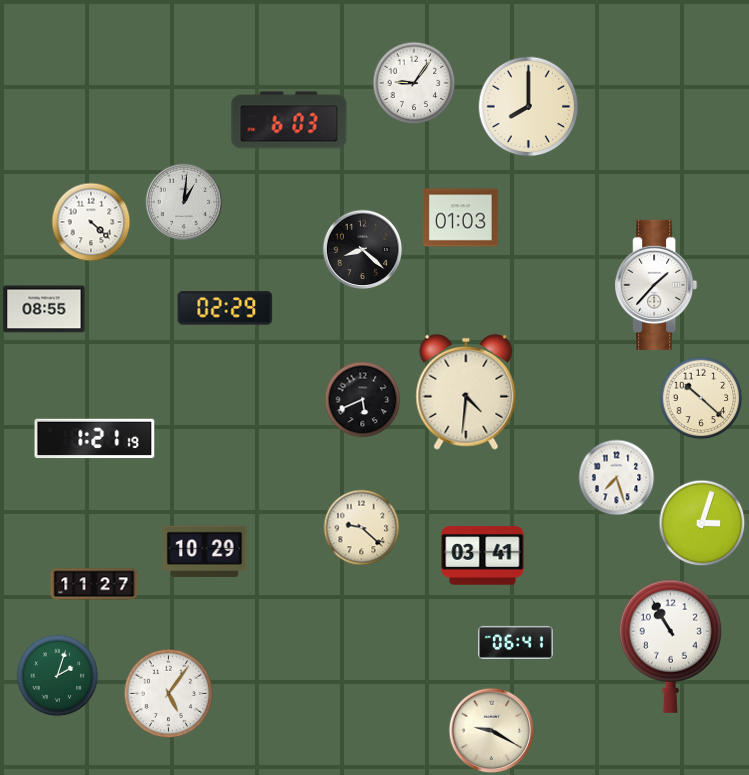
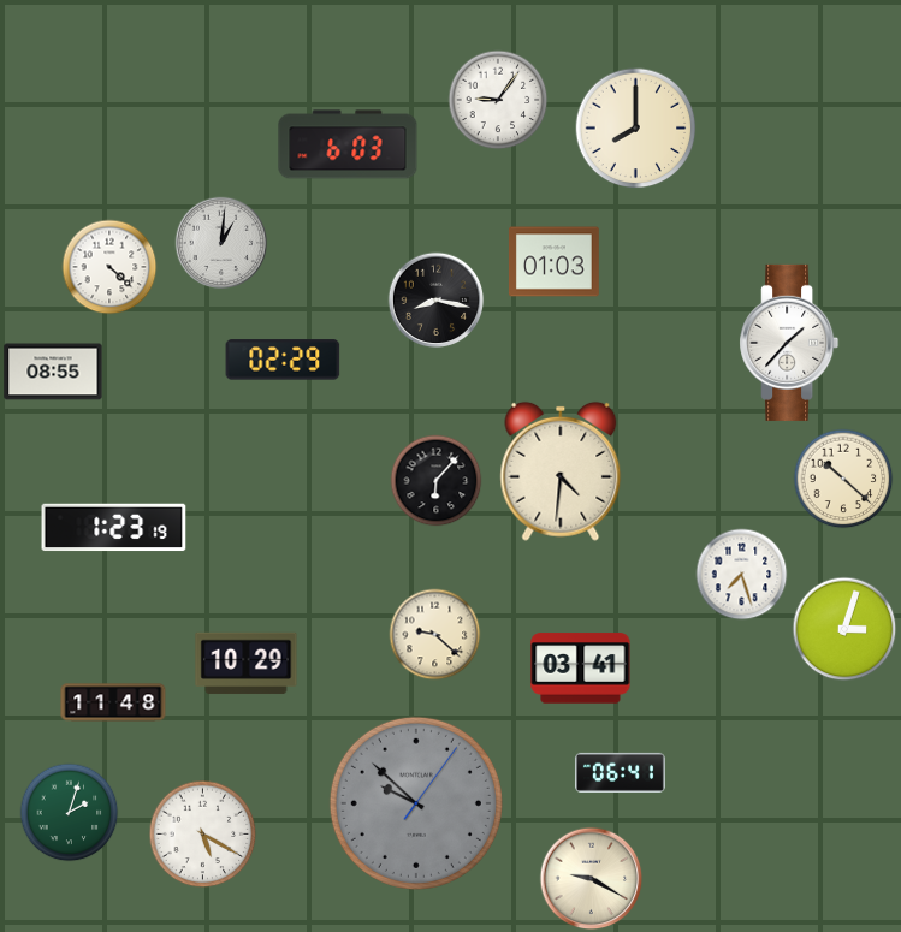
clock at (363, 250): 8:22 -> 8:17
clock at (225, 308) position: (225, 308) -> (283, 360)
clock at (363, 400): 5:41 -> 6:07
clock at (95, 439): 1:21 -> 1:23
clock at (94, 584): 11:27 -> 11:48
clock at (670, 646): 10:55 -> none
clock at (416, 803): none -> 9:52
clock at (169, 694): 5:06 -> 5:20
